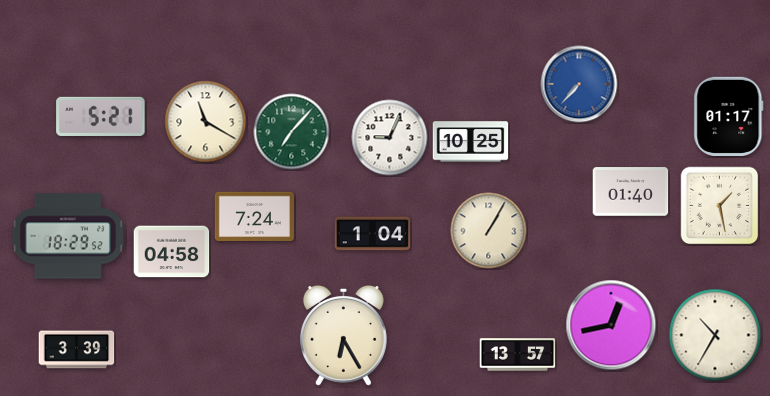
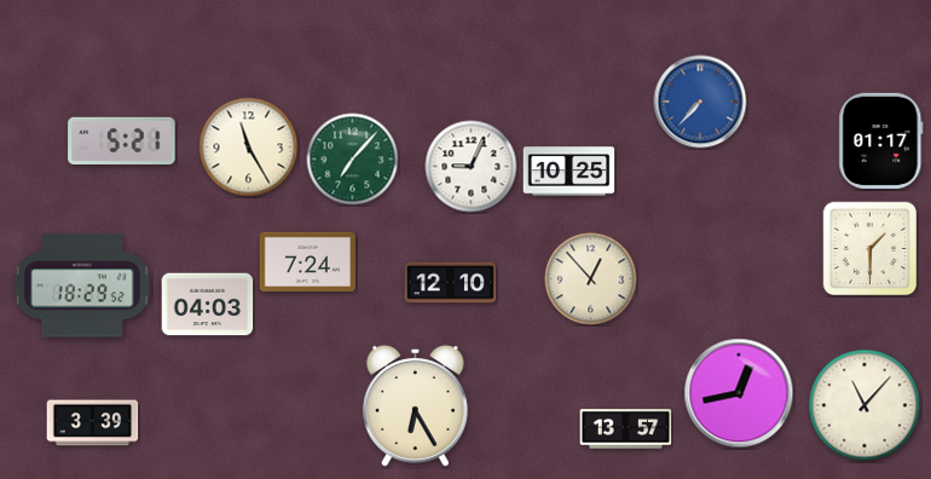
clock at (206, 122): 11:20 -> 11:25
clock at (631, 192): 01:40 -> none
clock at (720, 206): 1:28 -> 1:30
clock at (489, 231): 1:05 -> 12:53
clock at (373, 234): 1:04 -> 12:10
clock at (172, 252): 04:58 -> 04:03
clock at (715, 335): 10:35 -> 11:07
